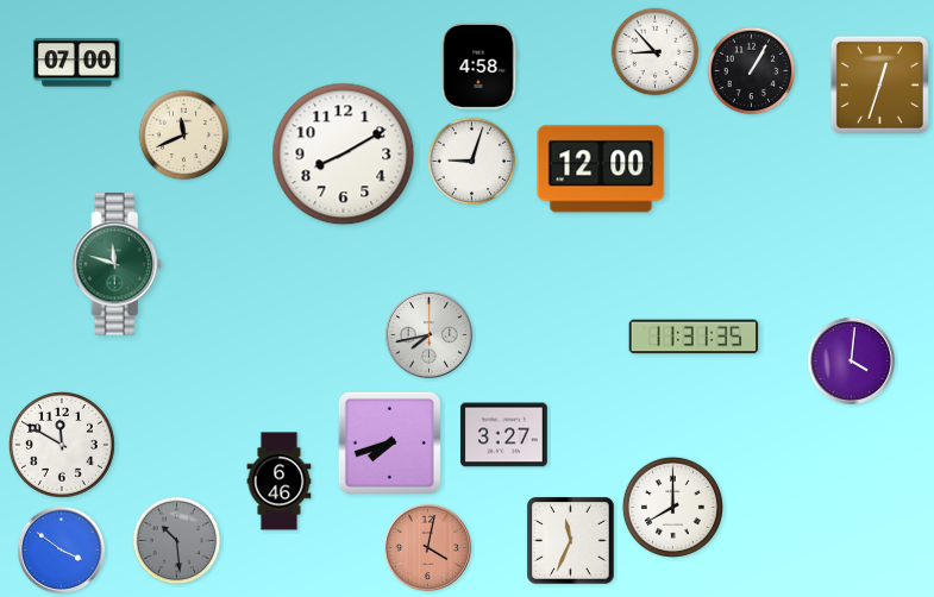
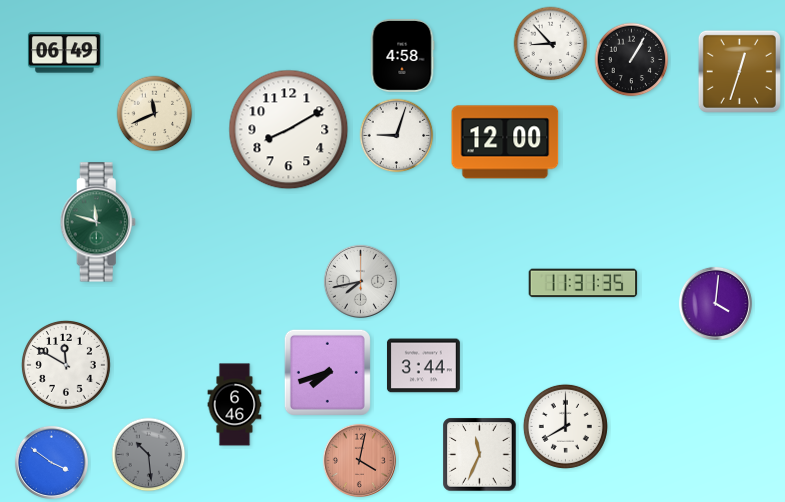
clock at (76, 63): 07:00 -> 06:49
clock at (503, 435): 3:27 -> 3:44
clock at (62, 445) position: (62, 445) -> (66, 365)
